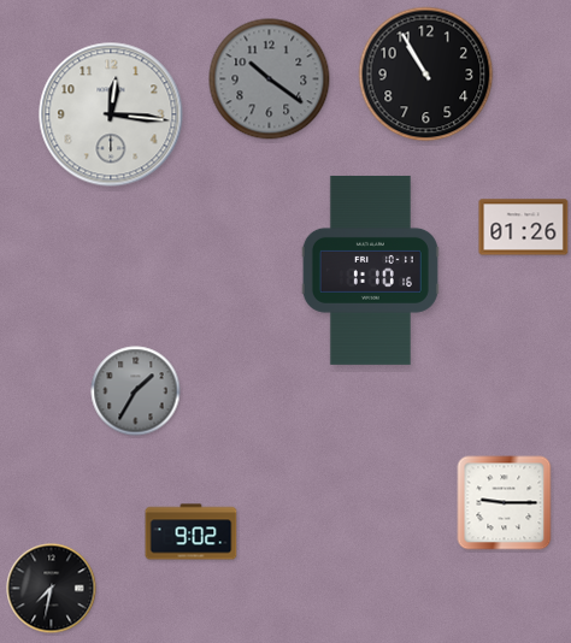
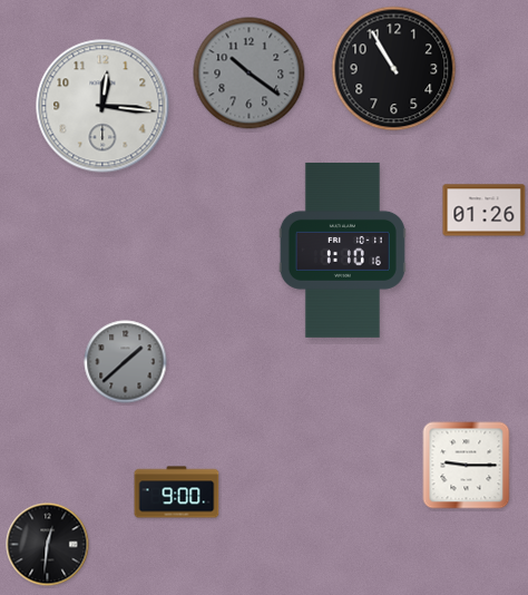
clock at (136, 391): 1:35 -> 1:38
clock at (192, 532): 9:02 -> 9:00
clock at (52, 589): 7:32 -> 12:31
